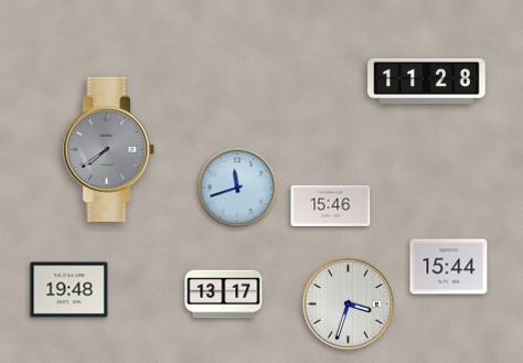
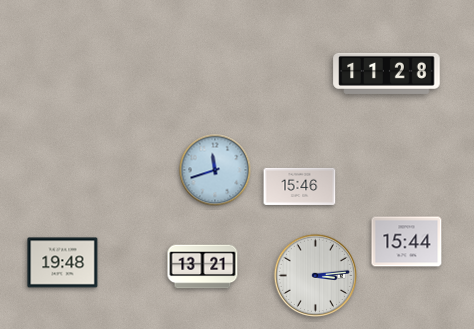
clock at (109, 149): 7:39 -> none
clock at (224, 295): 13:17 -> 13:21
clock at (348, 303): 3:33 -> 3:14
